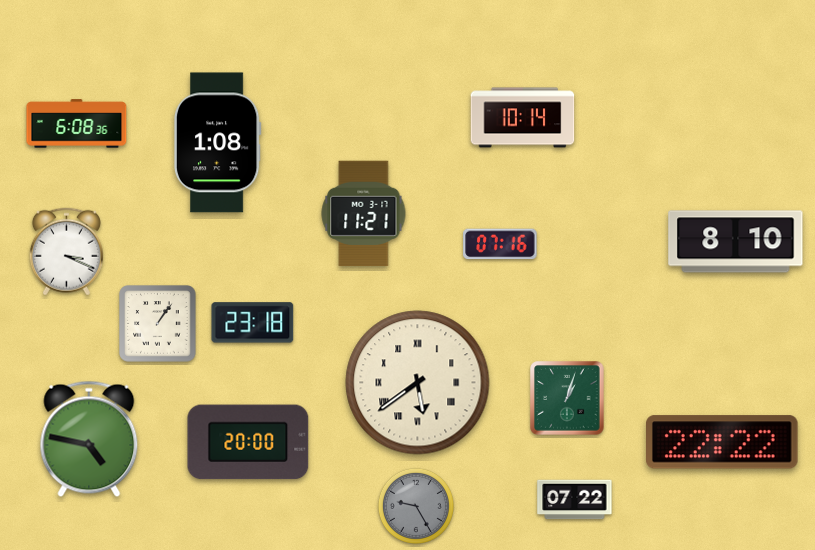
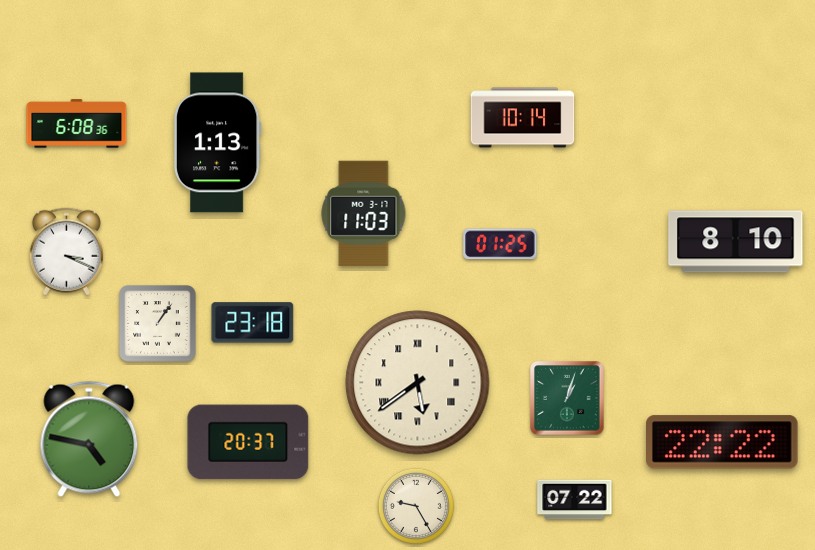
clock at (217, 143): 1:08 -> 1:13
clock at (364, 213): 11:21 -> 11:03
clock at (500, 244): 07:16 -> 01:25
clock at (248, 442): 20:00 -> 20:37
clock at (416, 506) dial: grey -> cream
